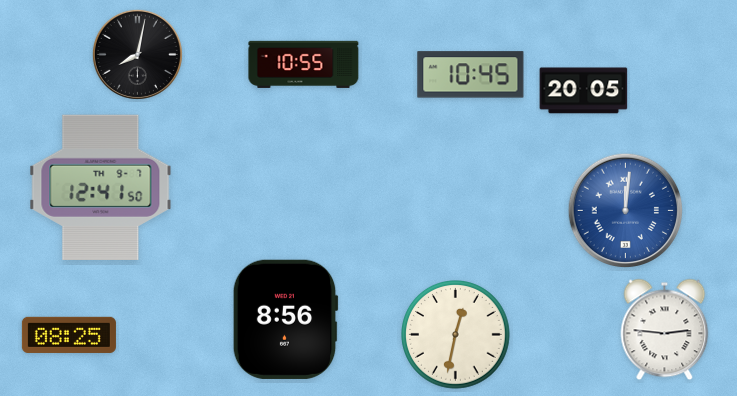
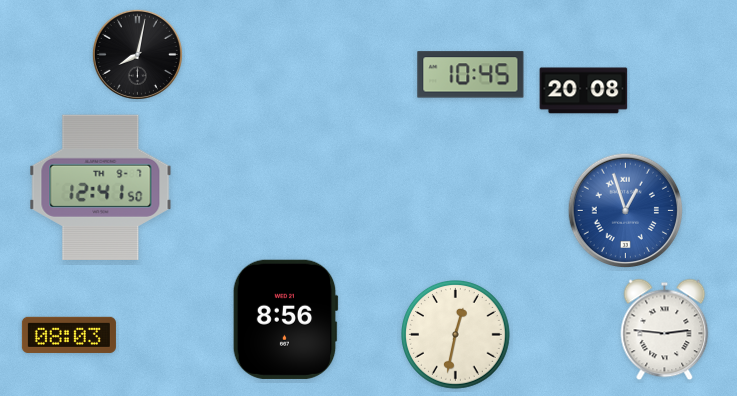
clock at (304, 64): 10:55 -> none
clock at (584, 91): 20:05 -> 20:08
clock at (625, 210): 12:01 -> 12:57
clock at (69, 335): 08:25 -> 08:03
